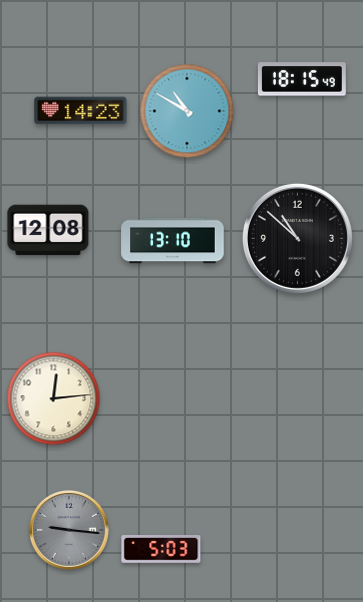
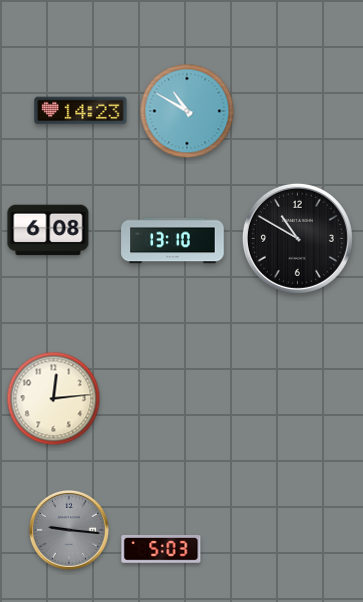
clock at (302, 79): 18:15 -> none
clock at (48, 230): 12:08 -> 6:08
clock at (297, 238): 10:52 -> 10:50
